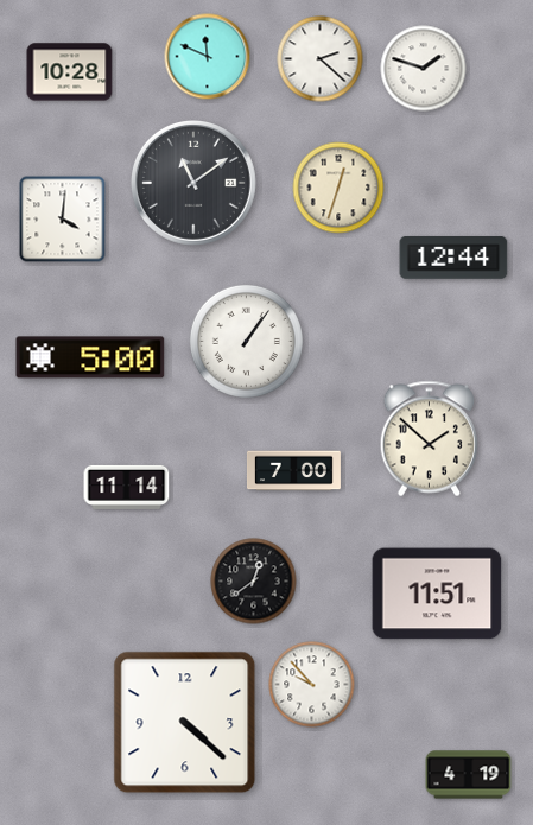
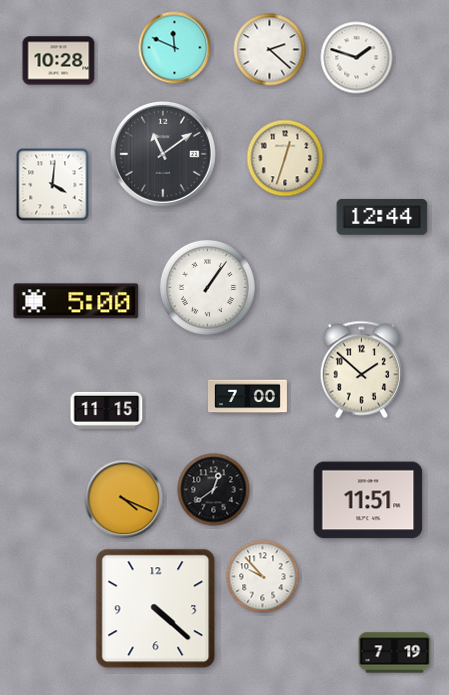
clock at (127, 487): 11:14 -> 11:15
clock at (124, 499): none -> 4:19
clock at (469, 775): 4:19 -> 7:19
